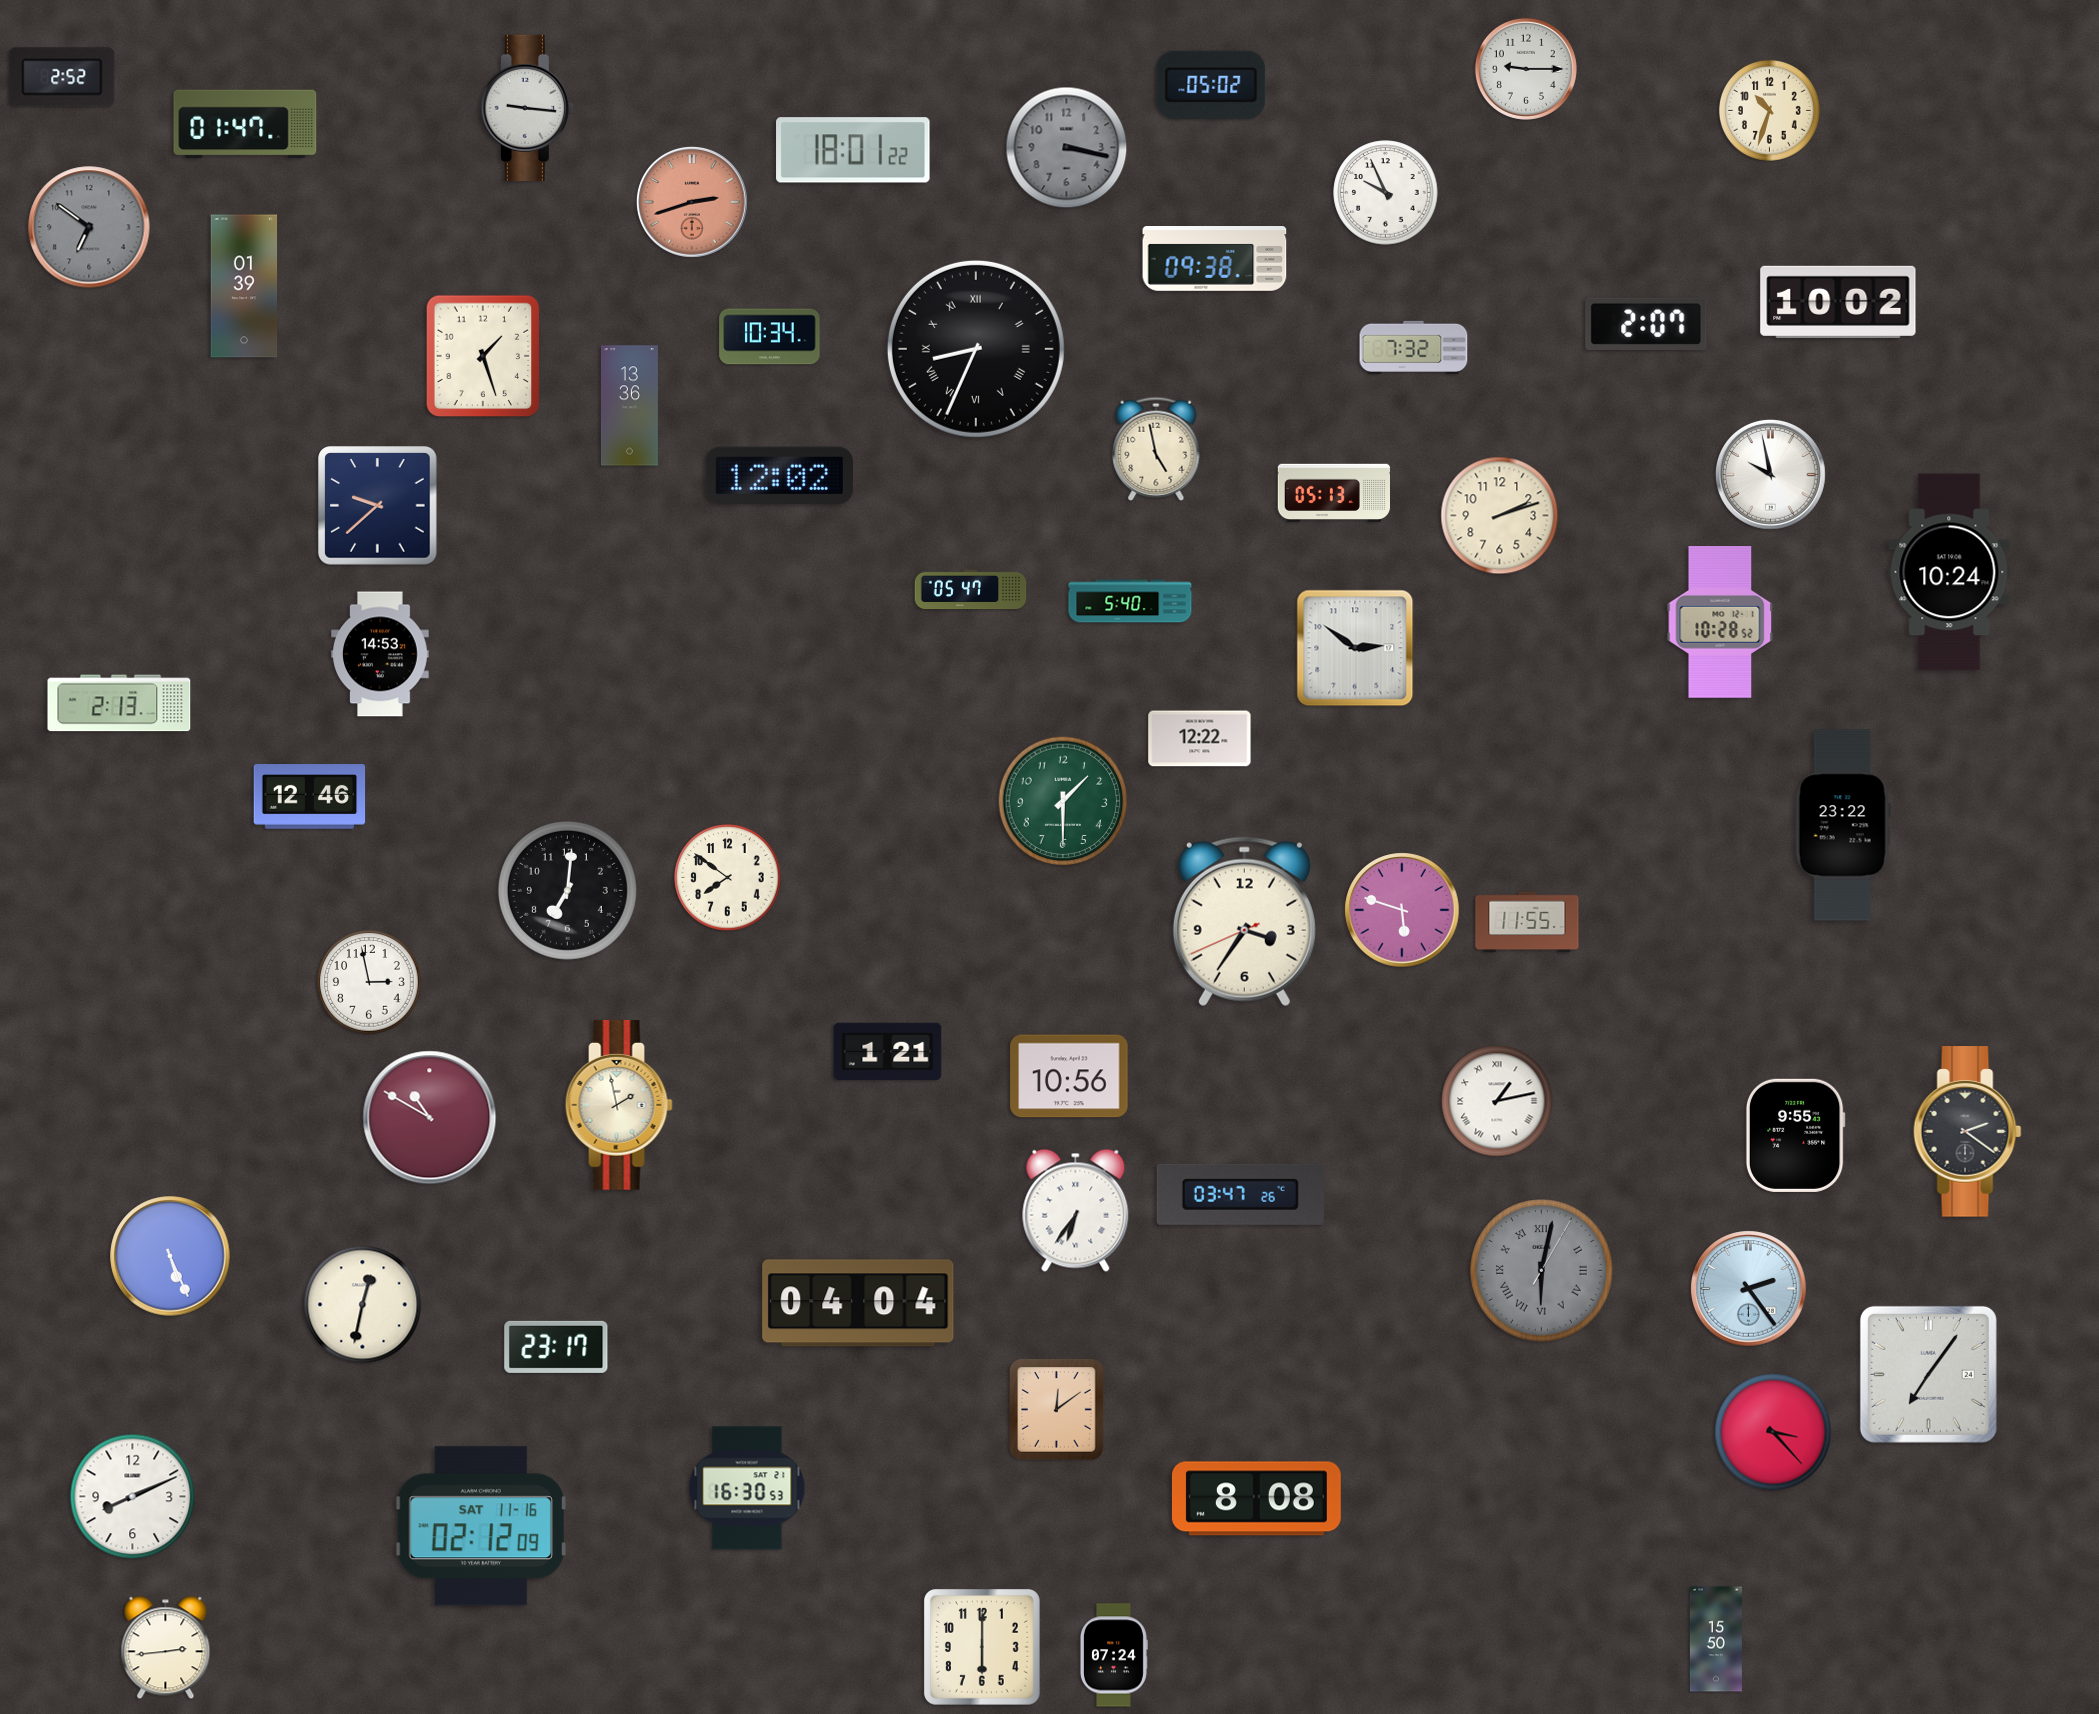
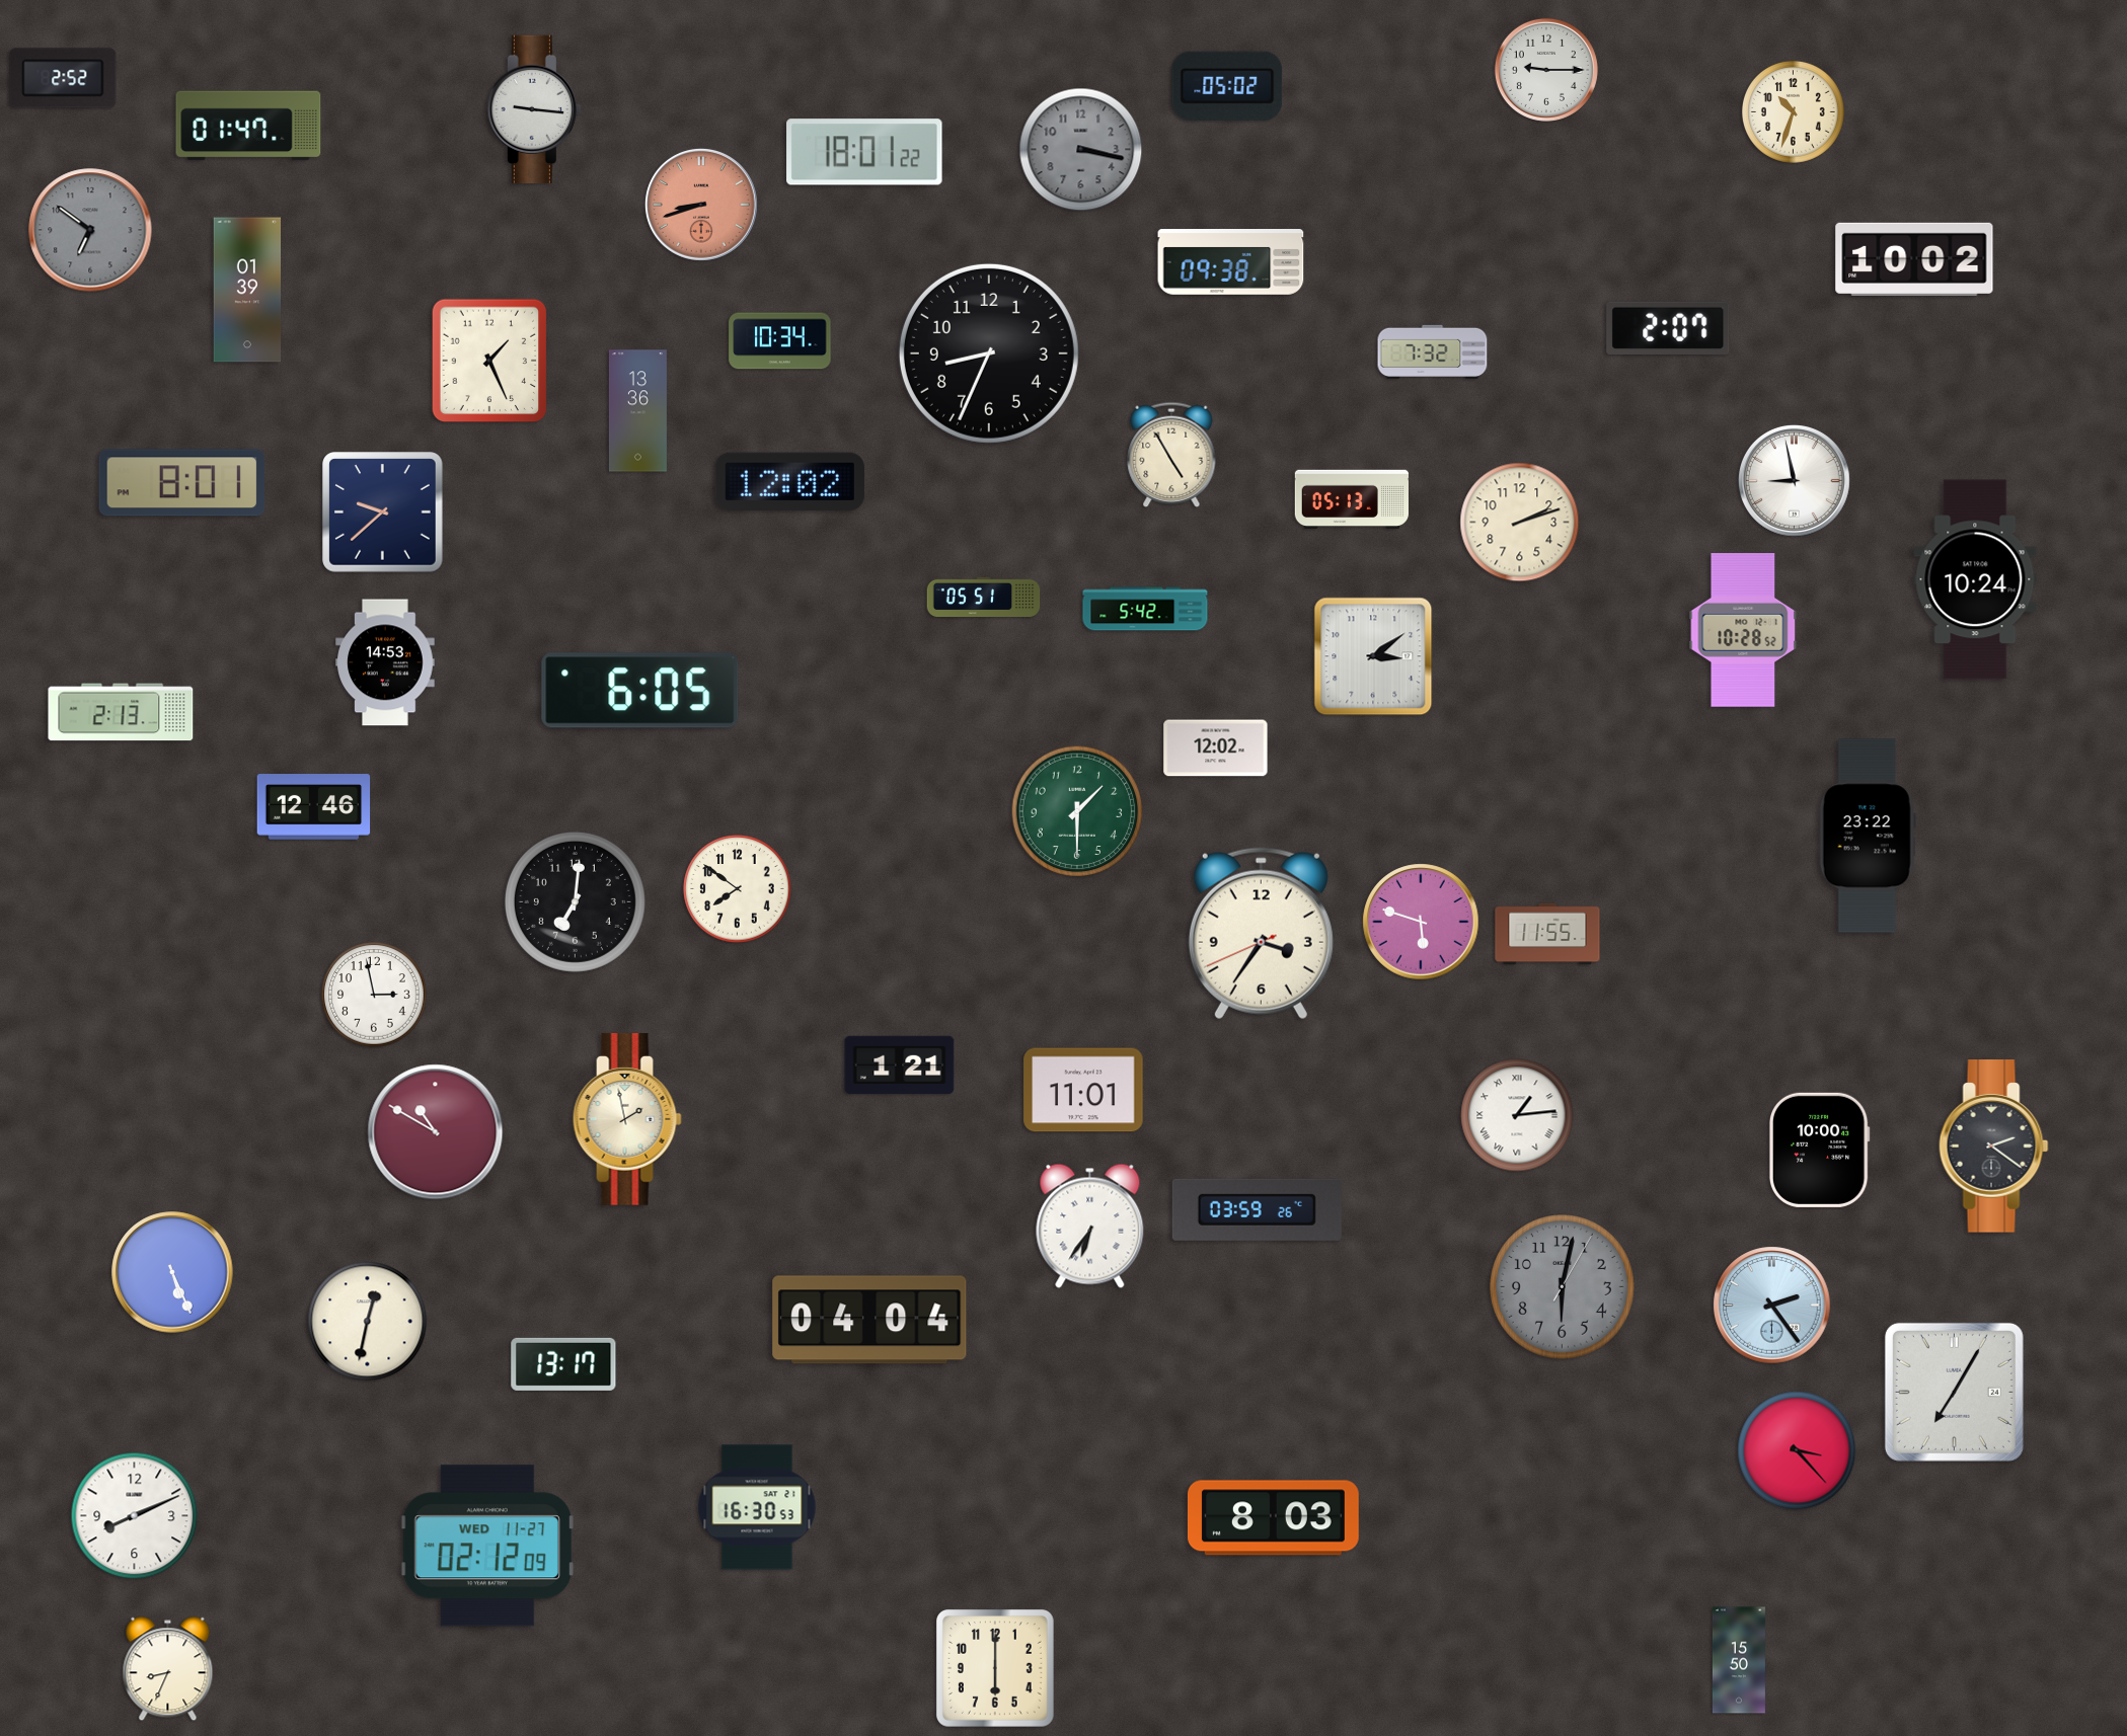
clock at (1386, 193): 9:56 -> none
clock at (692, 202): 2:42 -> 8:42
clock at (1838, 302) position: (1838, 302) -> (1914, 259)
clock at (976, 349) numerals: Roman -> Arabic
clock at (483, 356): 1:27 -> 1:26
clock at (1156, 448): 4:58 -> 4:55
clock at (1770, 474): 9:58 -> 8:58
clock at (182, 483): none -> 8:01
clock at (971, 590): 05:47 -> 05:51
clock at (1130, 601): 5:40 -> 5:42
clock at (1355, 648): 2:51 -> 3:09
clock at (640, 691): none -> 6:05
clock at (1200, 739): 12:22 -> 12:02
clock at (1069, 1076): 10:56 -> 11:01
clock at (1497, 1101): 1:13 -> 1:14
clock at (1795, 1135): 9:55 -> 10:00
clock at (1240, 1194): 03:47 -> 03:59
clock at (1542, 1271) numerals: Roman -> Arabic
clock at (556, 1347): 23:17 -> 13:17
clock at (1928, 1374): 7:06 -> 7:05
clock at (1057, 1410): 12:09 -> none
clock at (1256, 1499): 8:08 -> 8:03
clock at (481, 1526) date: SAT 11-16 -> WED 11-27
clock at (166, 1648): 2:44 -> 8:34
clock at (1113, 1655): 07:24 -> none
